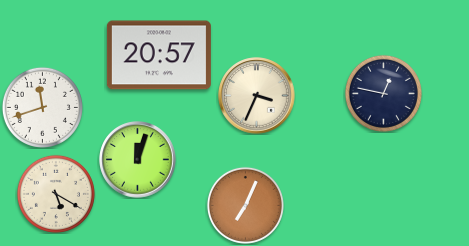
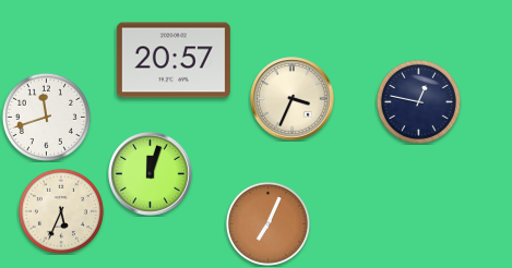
clock at (257, 96) position: (257, 96) -> (293, 99)
clock at (56, 194): 5:20 -> 5:34
